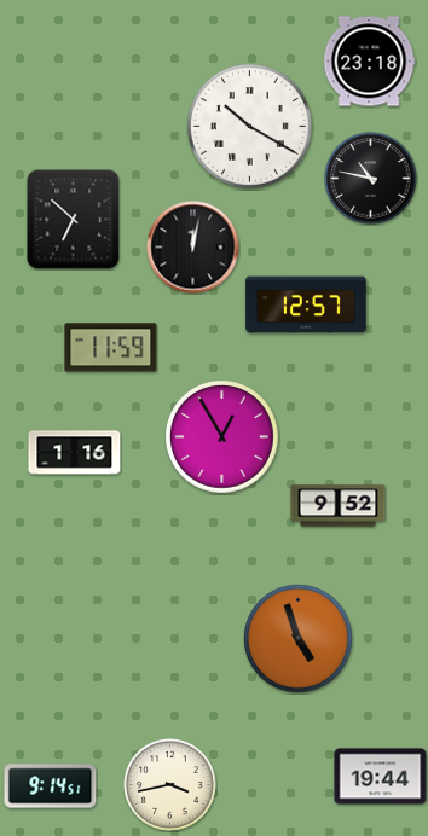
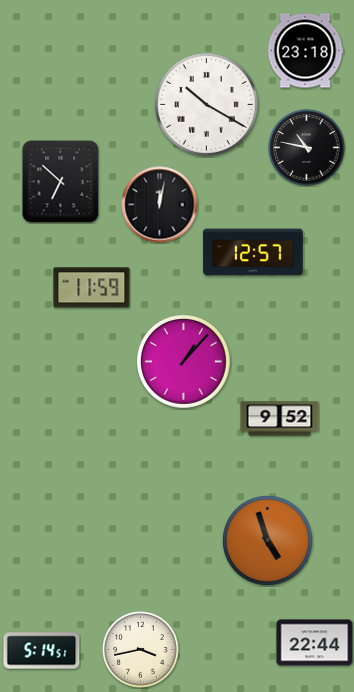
clock at (222, 437): 12:55 -> 1:07
clock at (75, 453): 1:16 -> none
clock at (299, 639) position: (299, 639) -> (268, 541)
clock at (381, 777): 19:44 -> 22:44
clock at (51, 786): 9:14 -> 5:14
